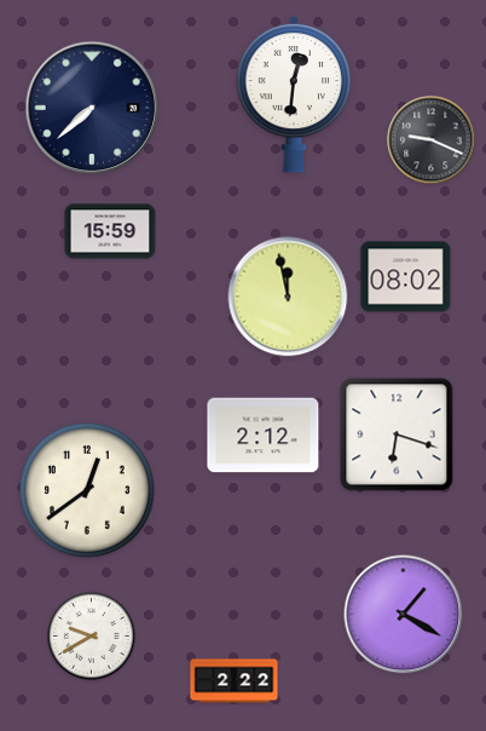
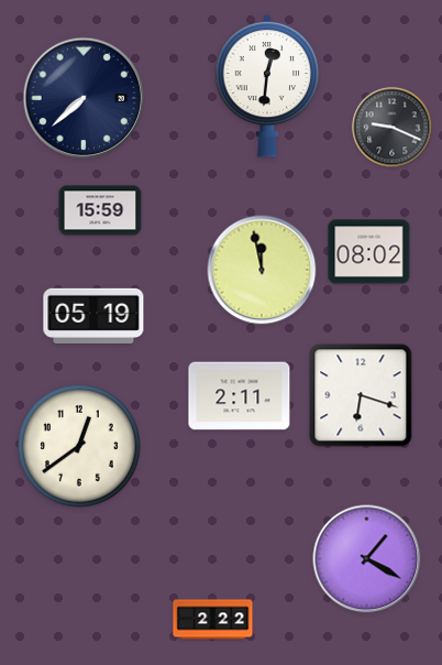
clock at (93, 316): none -> 05:19
clock at (264, 436): 2:12 -> 2:11
clock at (92, 637): 9:40 -> none
